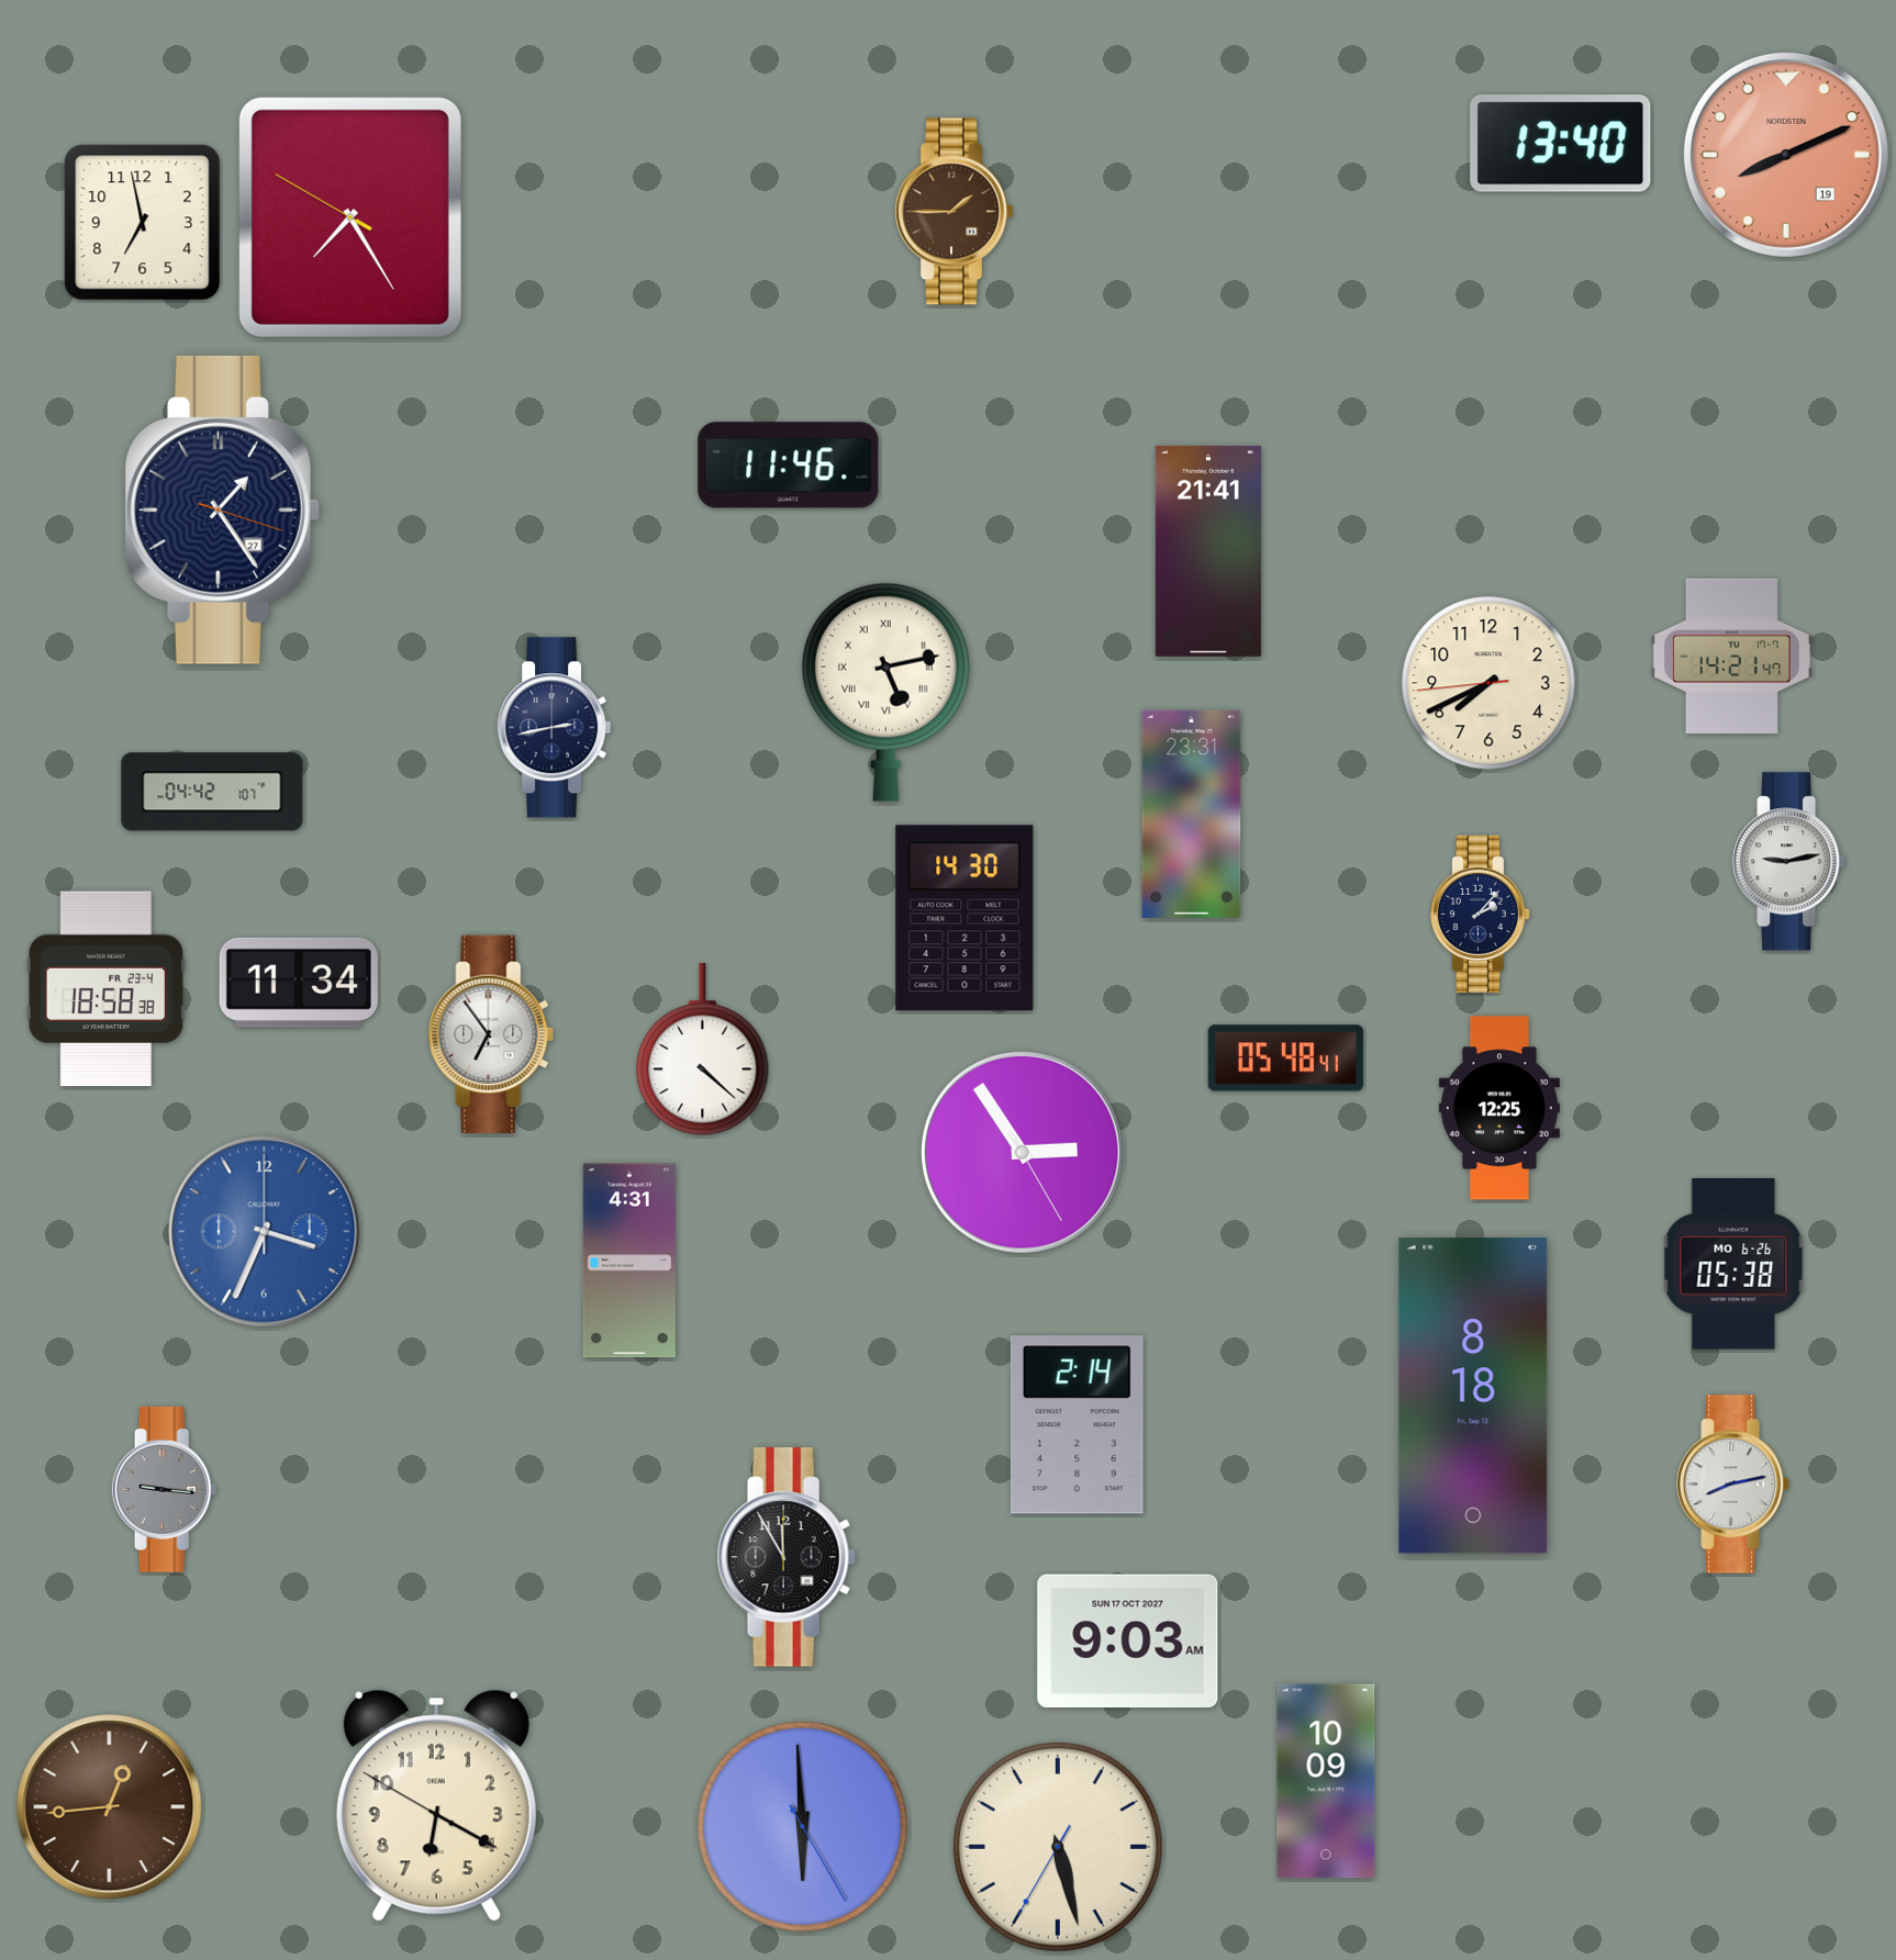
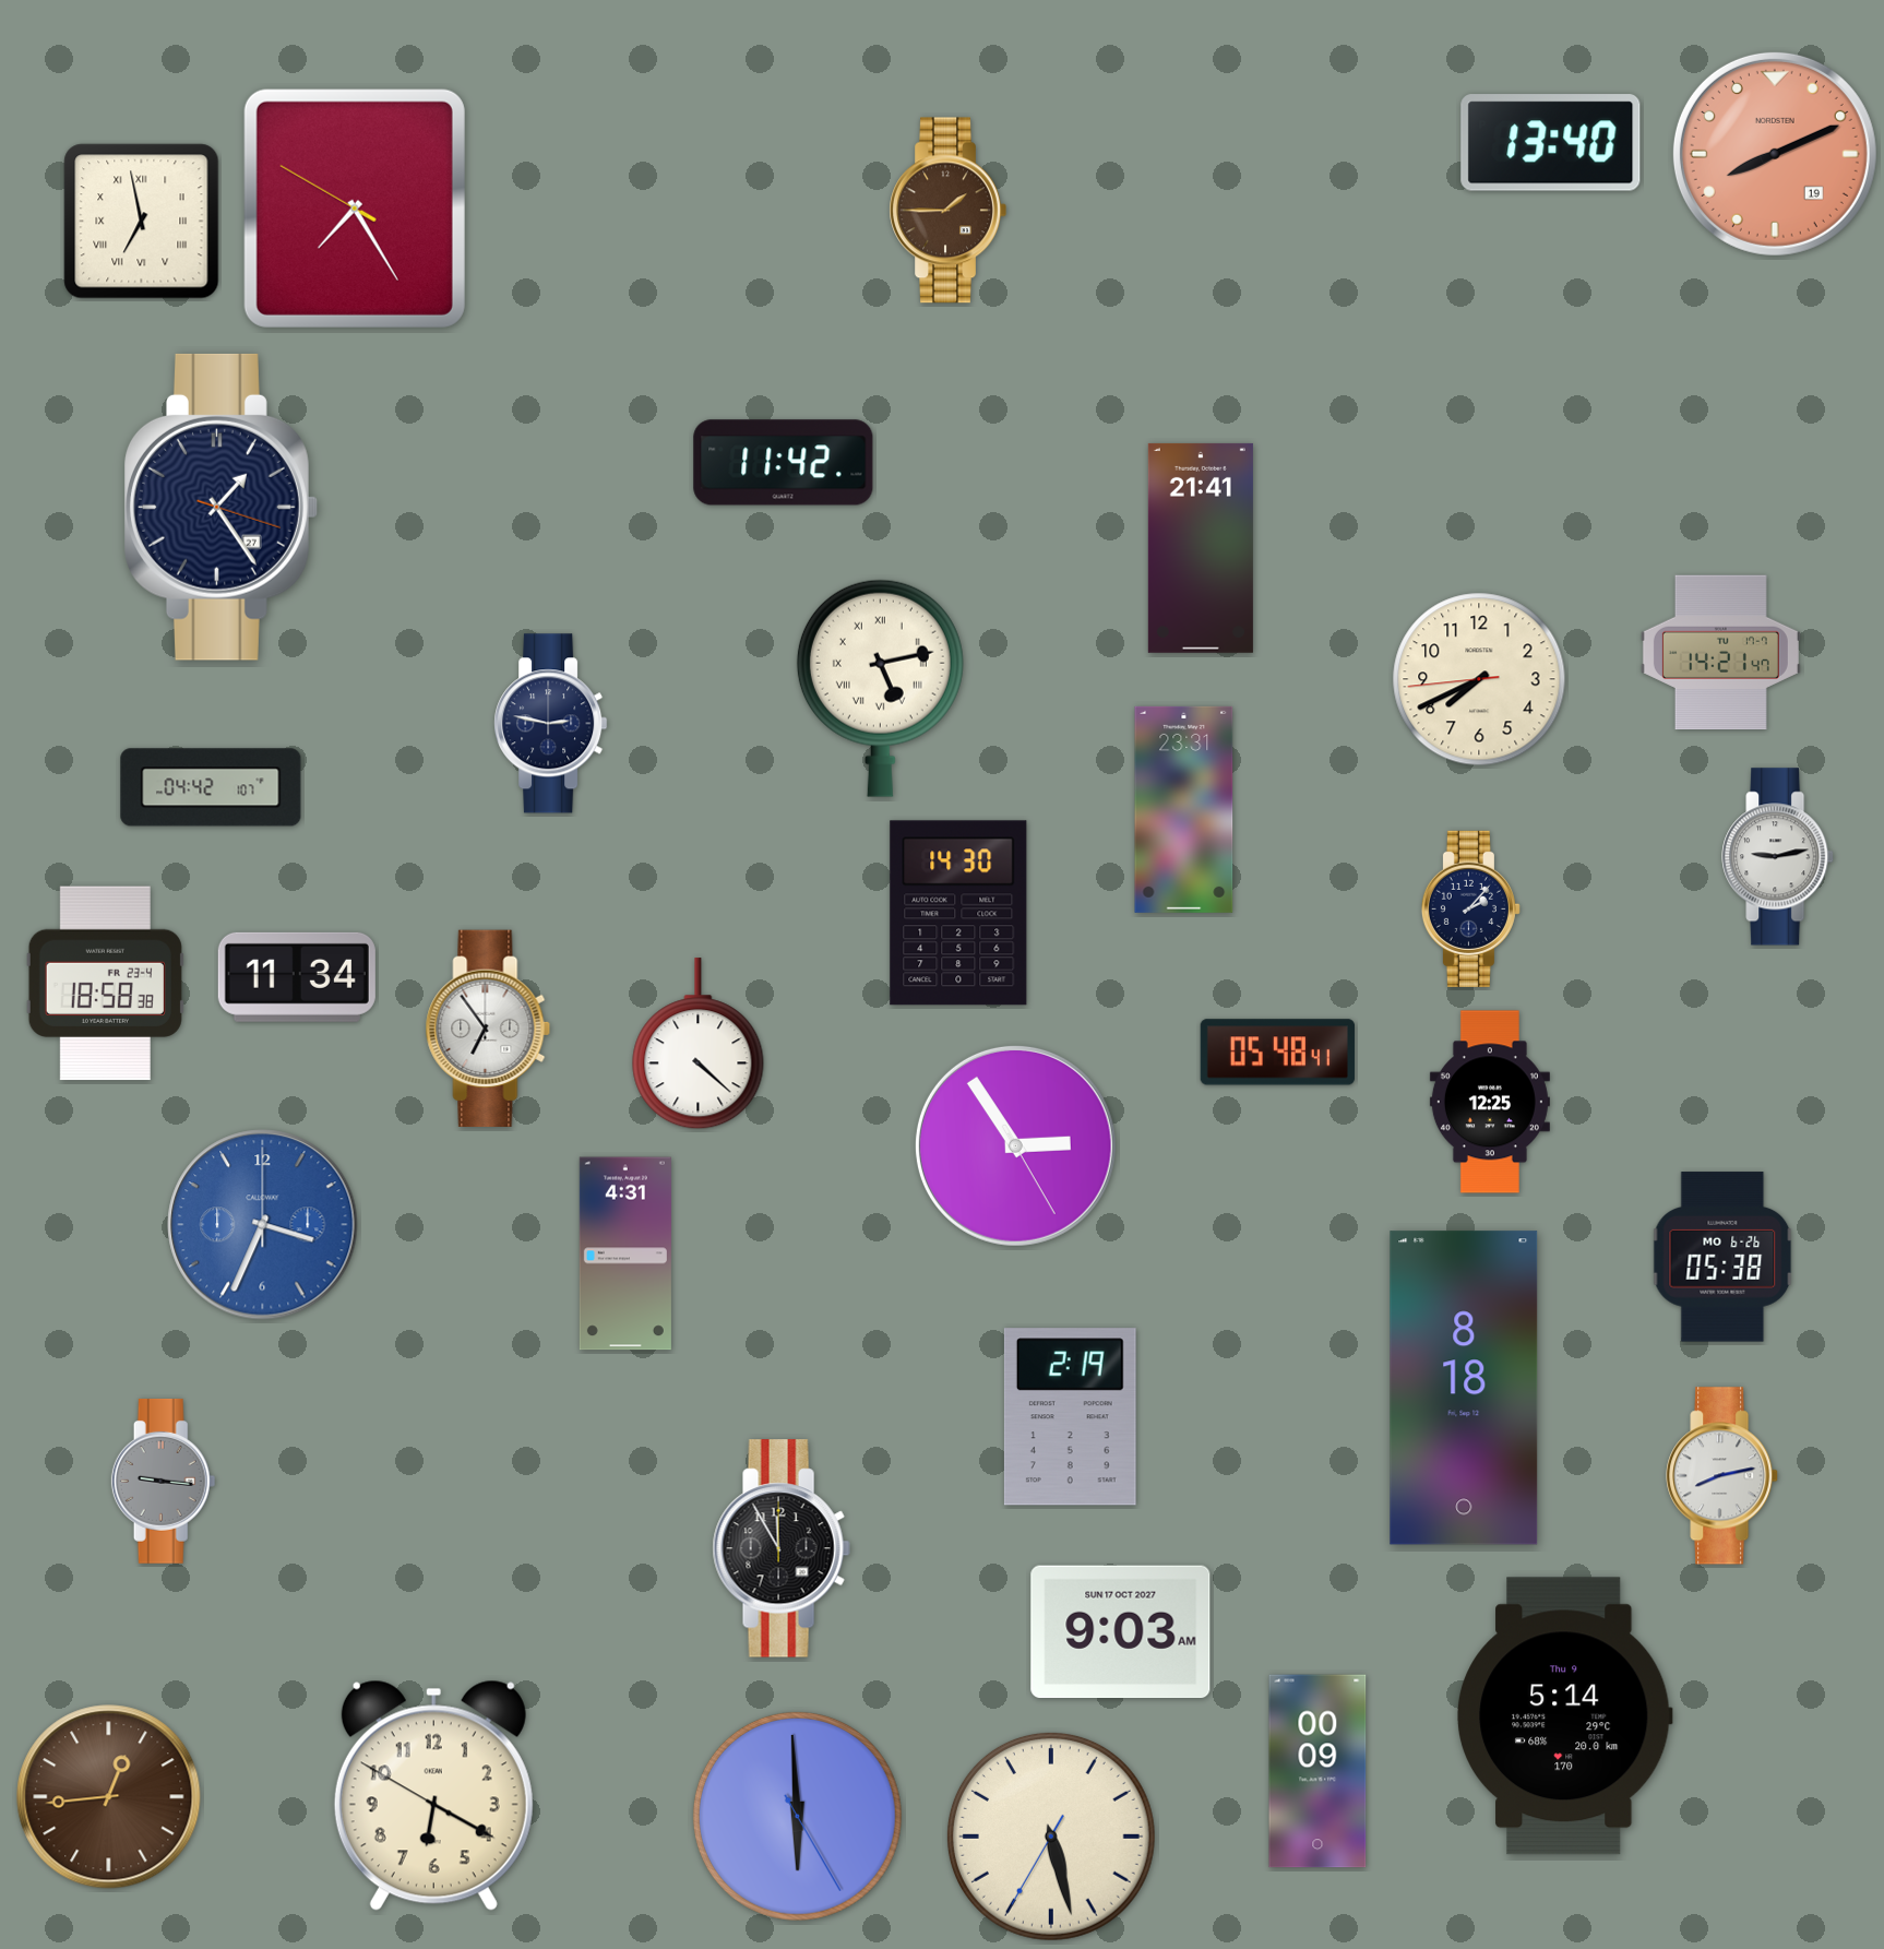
clock at (350, 217) position: (350, 217) -> (355, 209)
clock at (143, 223) numerals: Arabic -> Roman
clock at (789, 466): 11:46 -> 11:42
clock at (555, 728): 2:43 -> 2:47
clock at (1077, 1425): 2:14 -> 2:19
clock at (1564, 1716): none -> 5:14
clock at (1326, 1781): 10:09 -> 00:09
